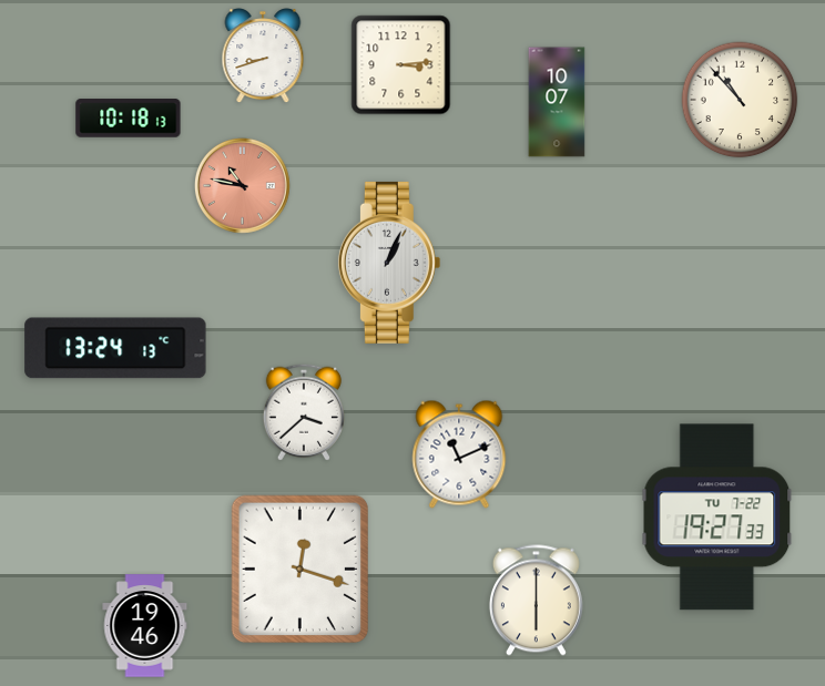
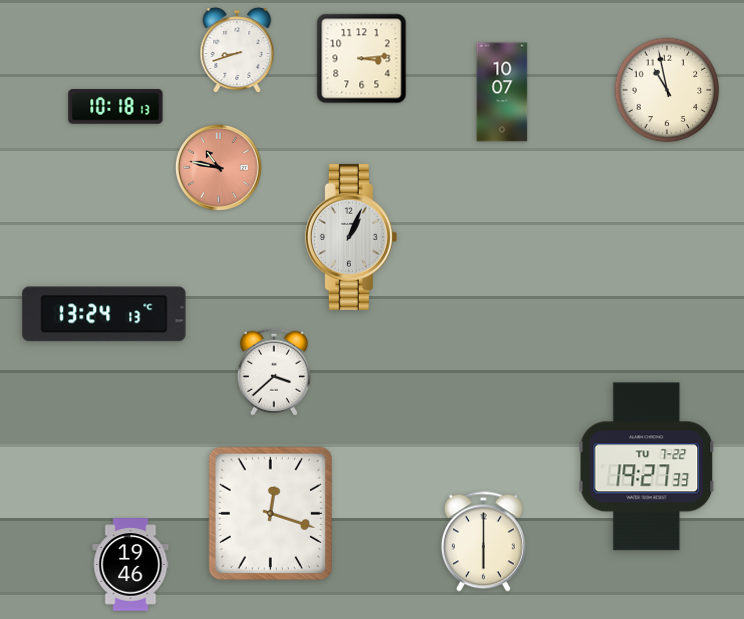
clock at (740, 100): 10:53 -> 10:58
clock at (459, 454): 11:11 -> none
